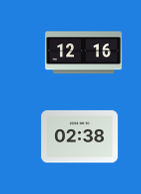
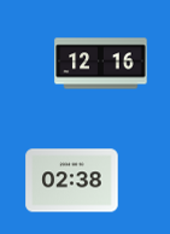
clock at (80, 137) position: (80, 137) -> (72, 181)
